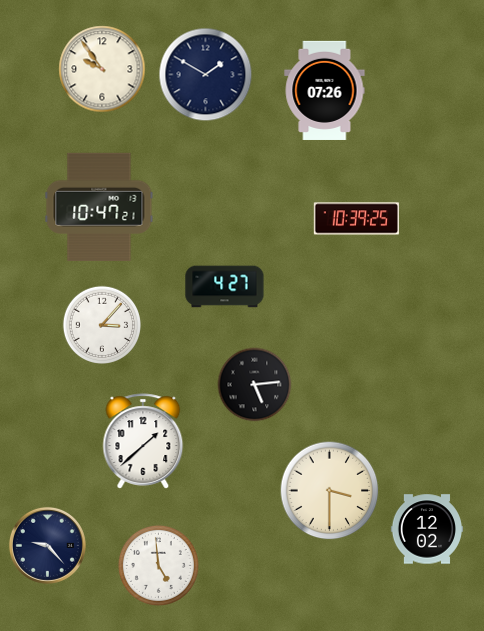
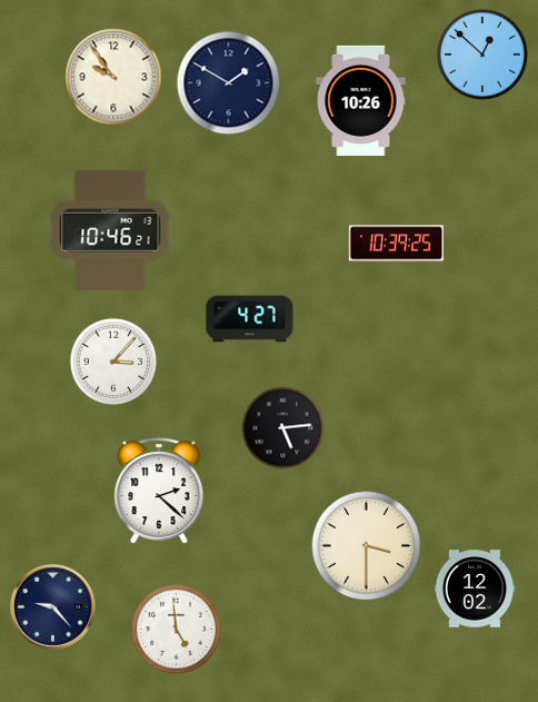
clock at (482, 55): none -> 12:52
clock at (325, 90): 07:26 -> 10:26
clock at (99, 207): 10:47 -> 10:46
clock at (143, 441): 1:38 -> 2:22
